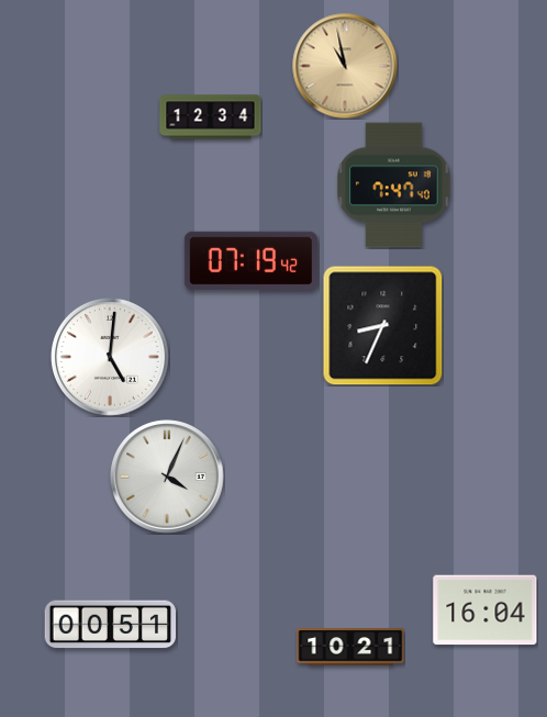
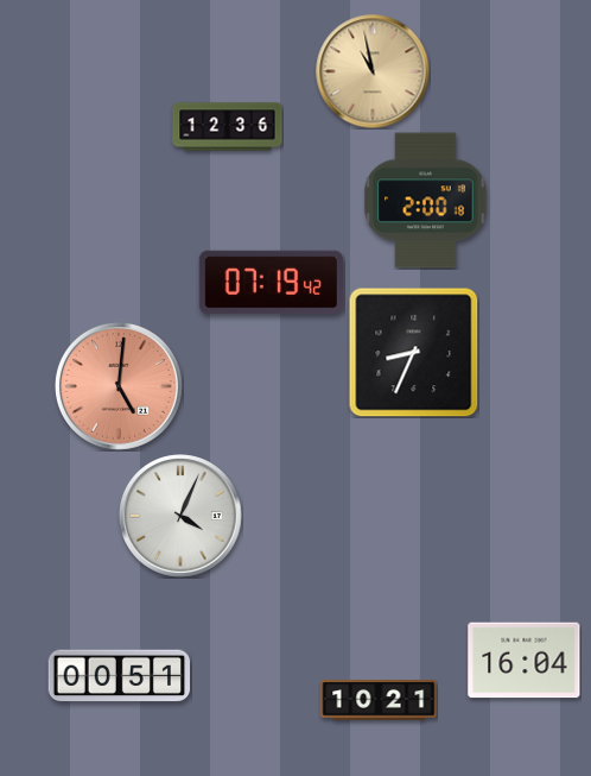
clock at (211, 117): 12:34 -> 12:36
clock at (394, 186): 7:47 -> 2:00
clock at (110, 357) dial: white -> salmon
